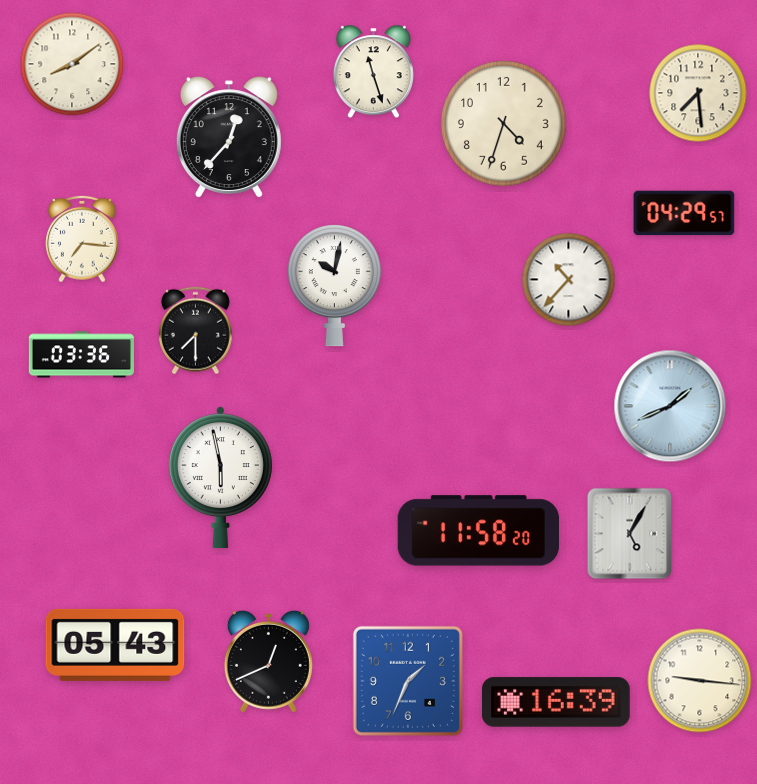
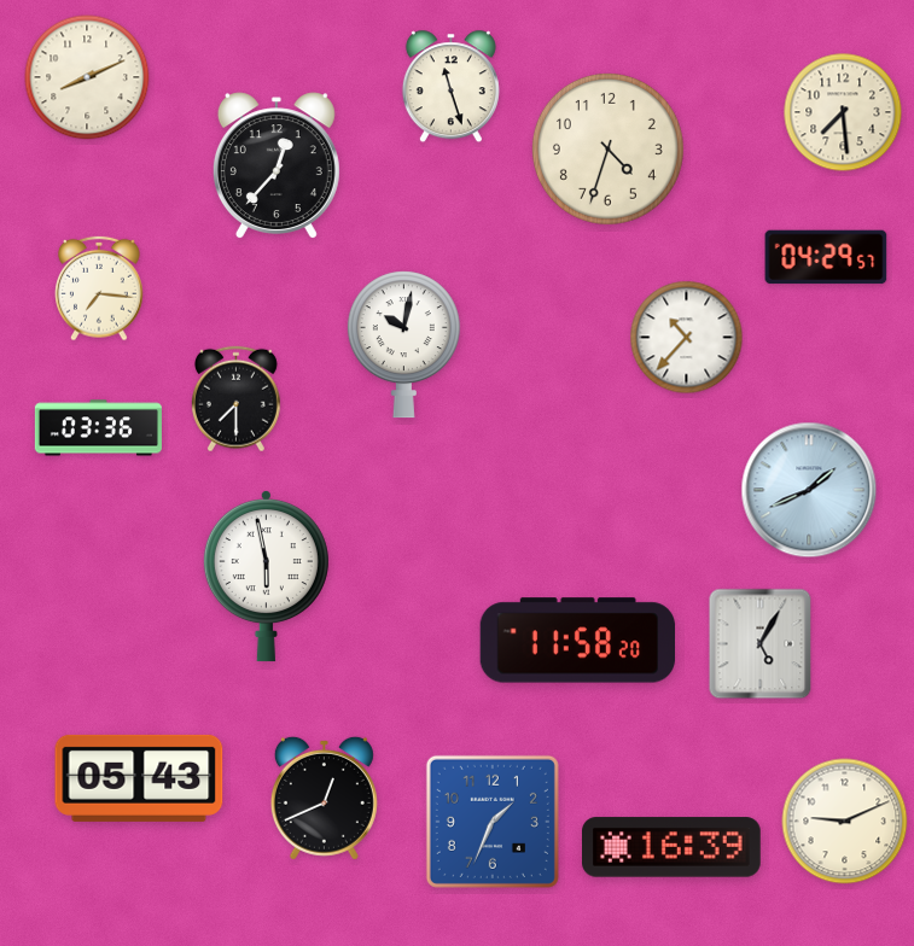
clock at (72, 64): 8:09 -> 8:11
clock at (700, 681): 9:16 -> 9:11
